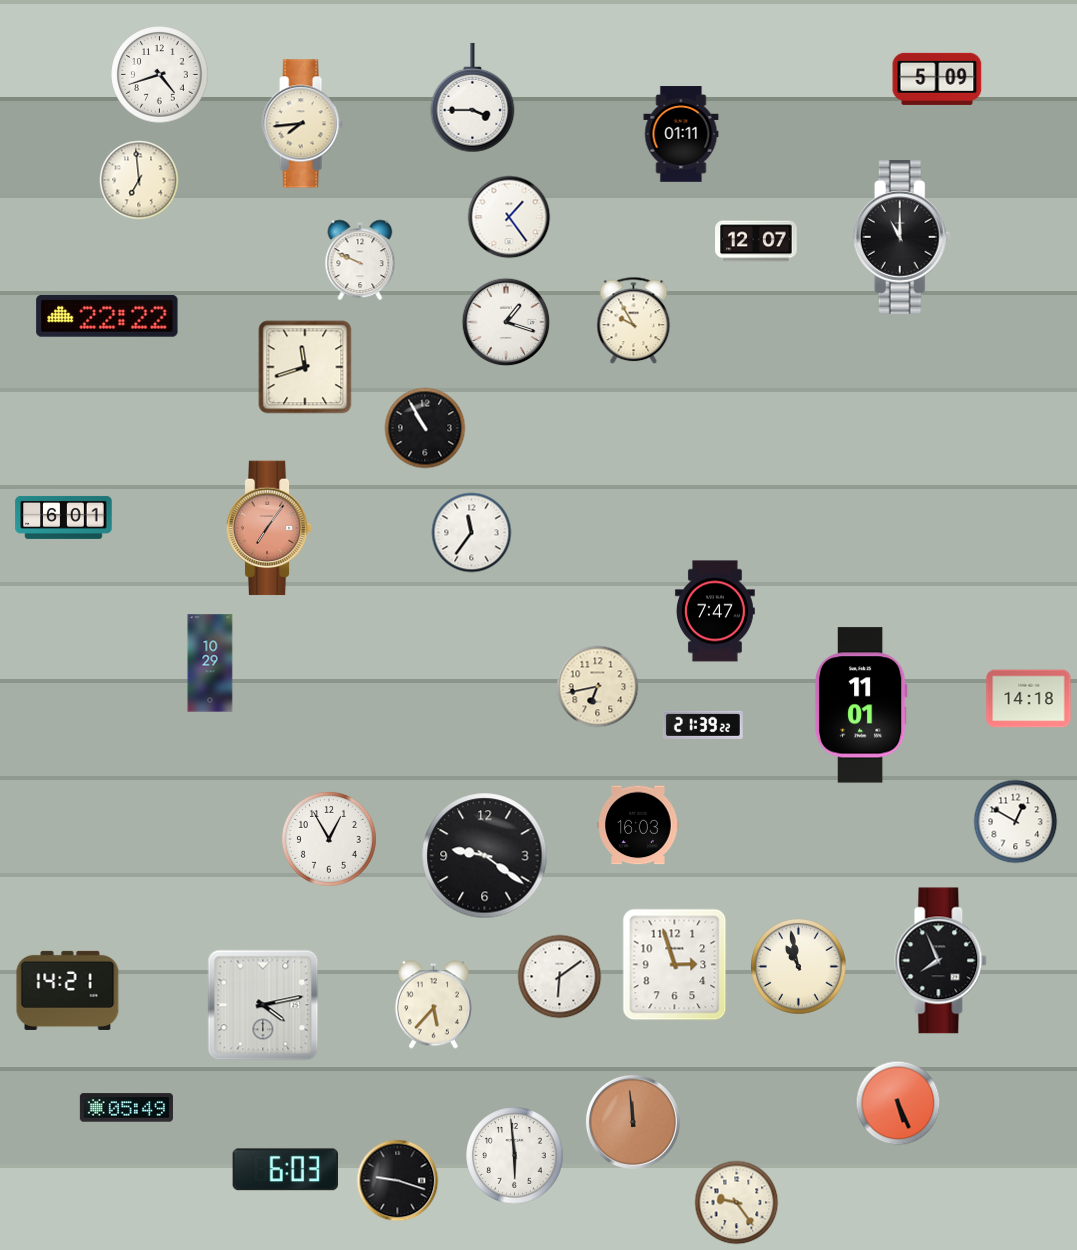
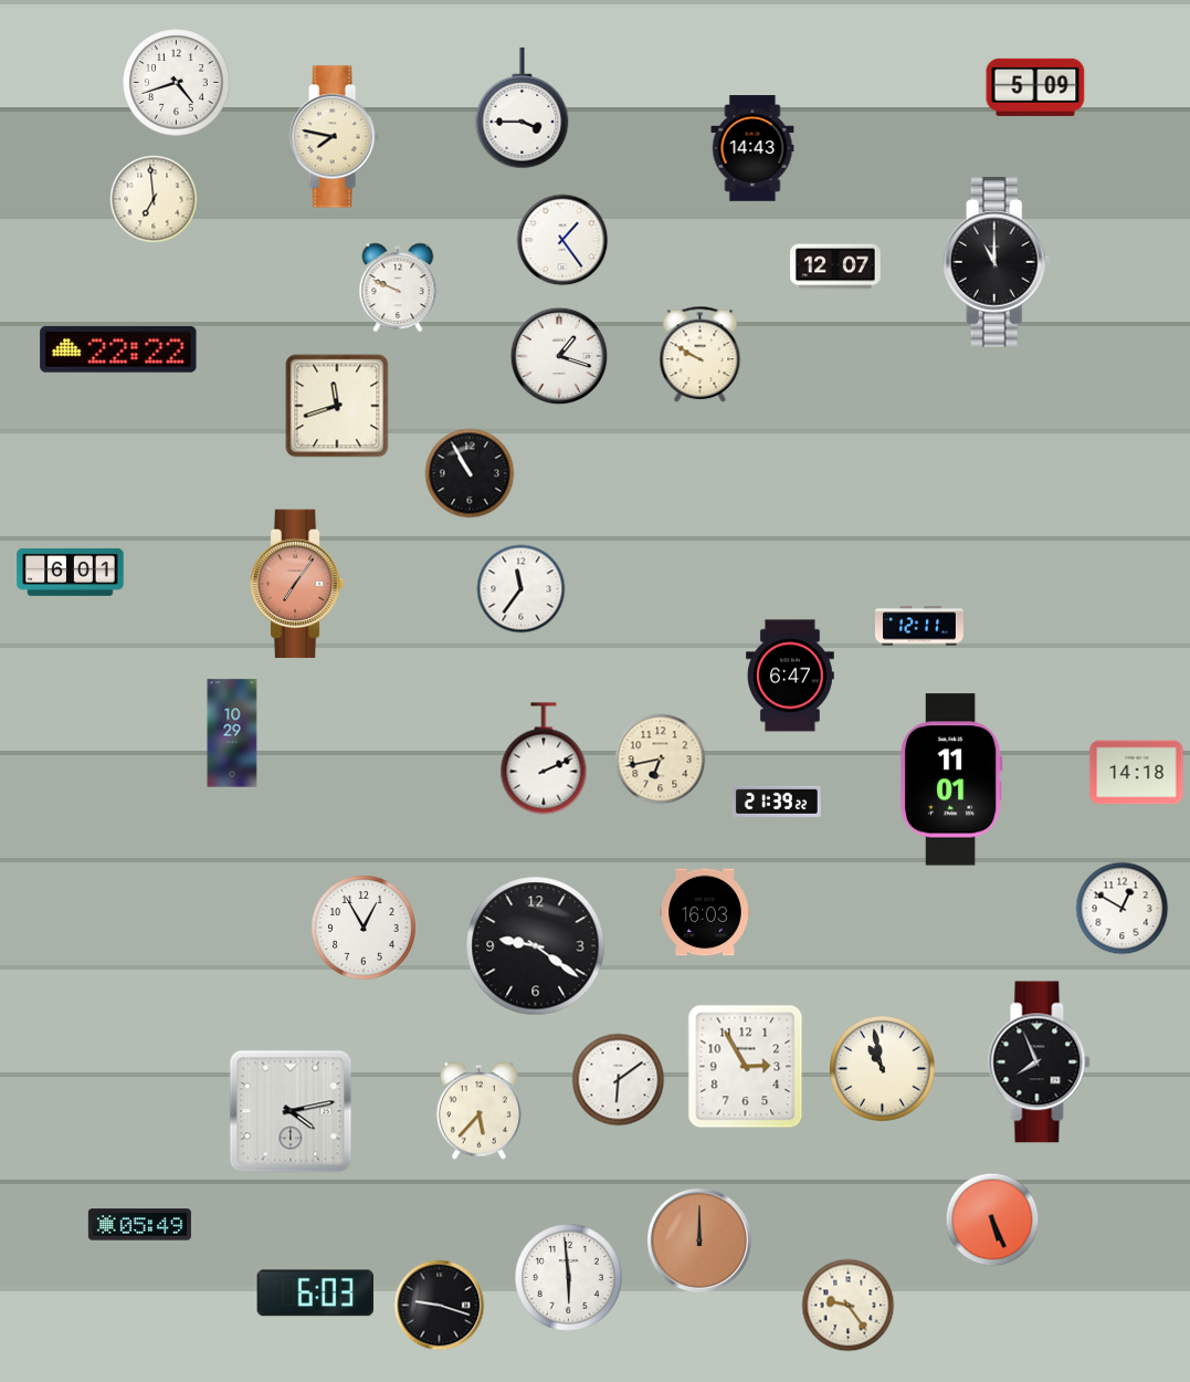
clock at (302, 124): 7:44 -> 7:47
clock at (681, 134): 01:11 -> 14:43
clock at (634, 321): 9:55 -> 9:50
clock at (919, 626): none -> 12:11
clock at (715, 611): 7:47 -> 6:47
clock at (544, 758): none -> 2:11
clock at (675, 965): 2:57 -> 2:55
clock at (68, 990): 14:21 -> none
clock at (633, 1122): 11:59 -> 12:00
clock at (737, 1203) position: (737, 1203) -> (849, 1306)
